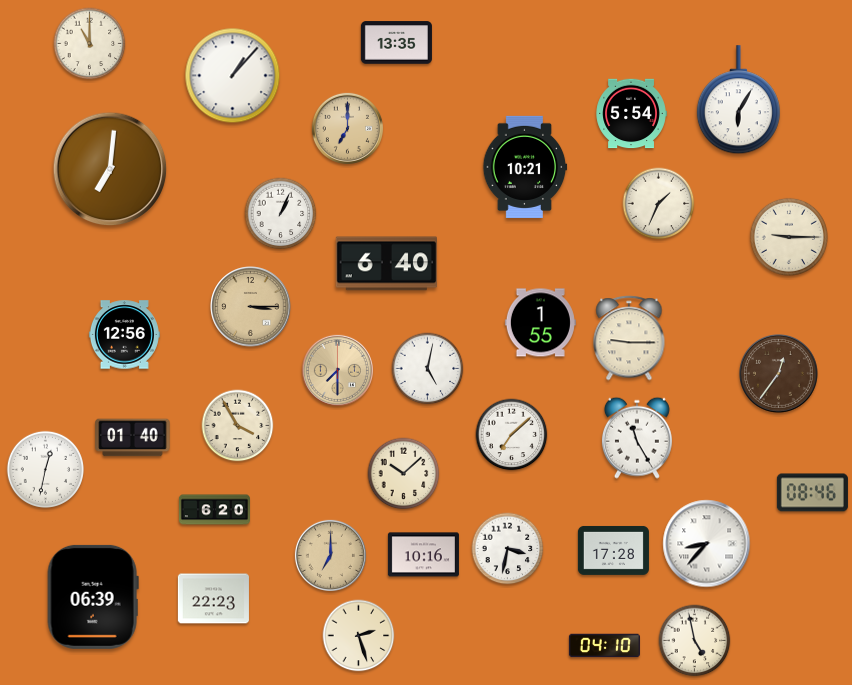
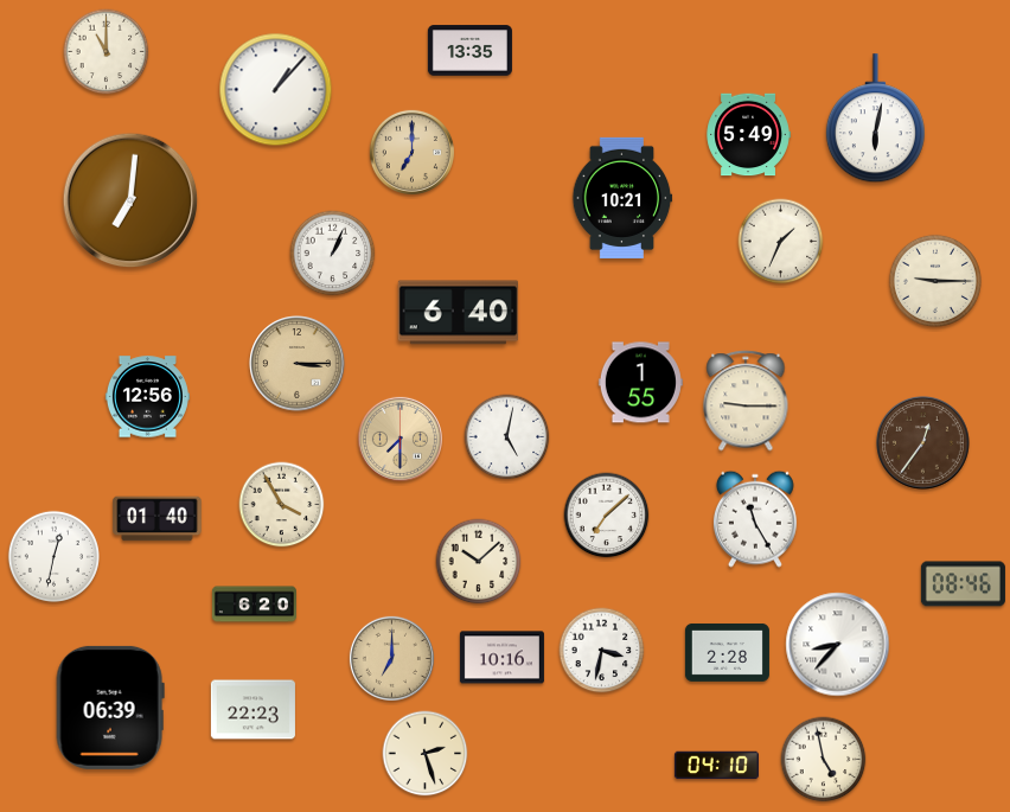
clock at (738, 100): 6:05 -> 6:02
clock at (631, 114): 5:54 -> 5:49
clock at (613, 550): 17:28 -> 2:28
